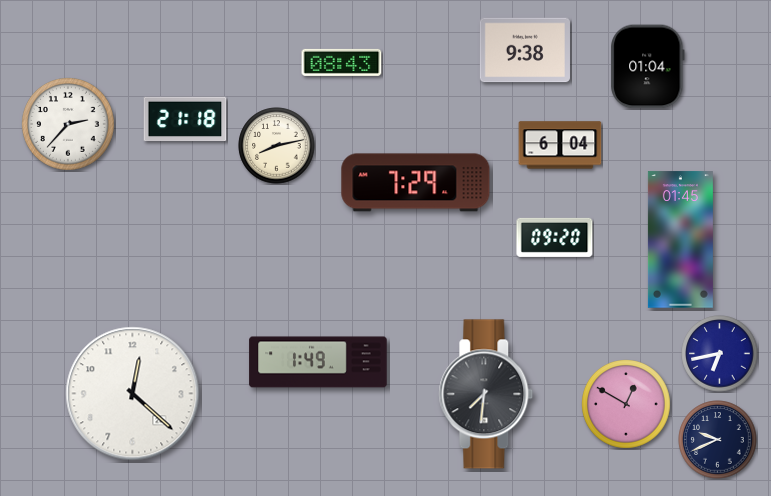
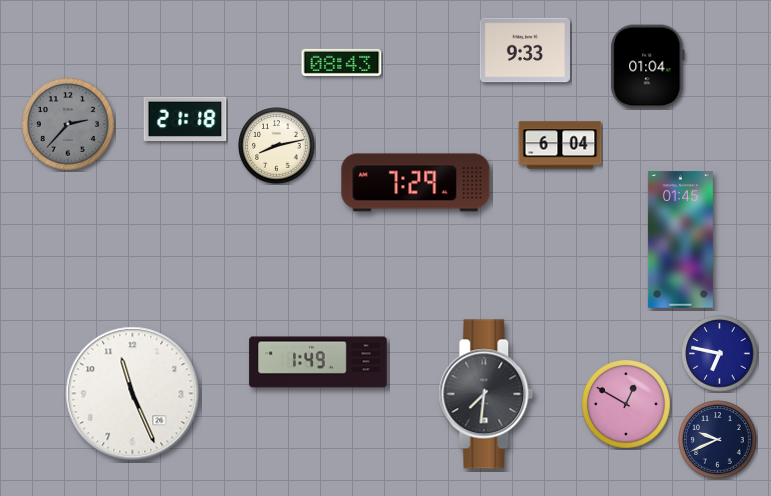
clock at (525, 50): 9:38 -> 9:33
clock at (69, 125) dial: white -> grey
clock at (555, 237): 09:20 -> none
clock at (720, 354): 6:43 -> 6:47
clock at (133, 394): 12:22 -> 11:26
